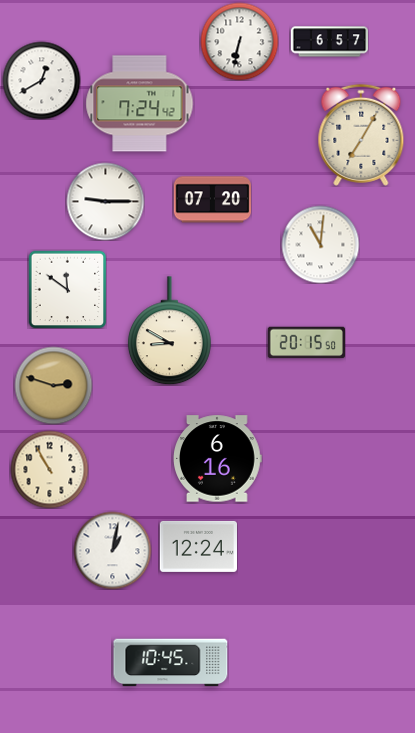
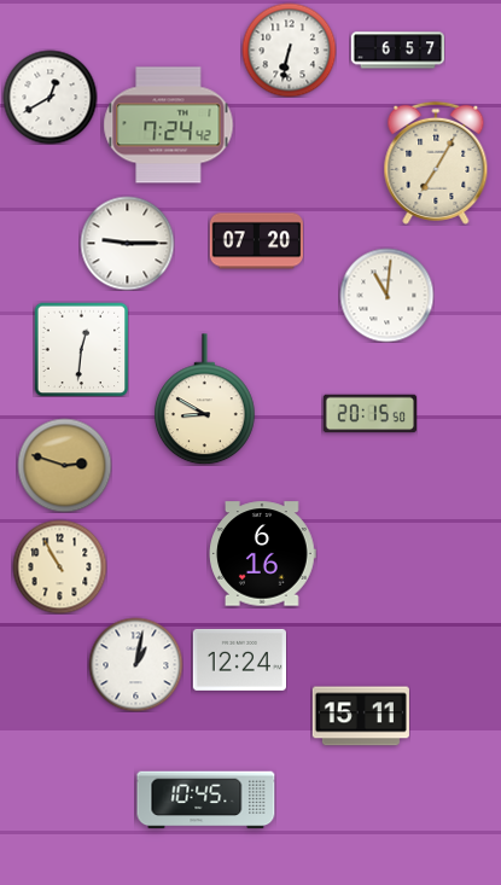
clock at (67, 289): 11:51 -> 12:31
clock at (361, 716): none -> 15:11
